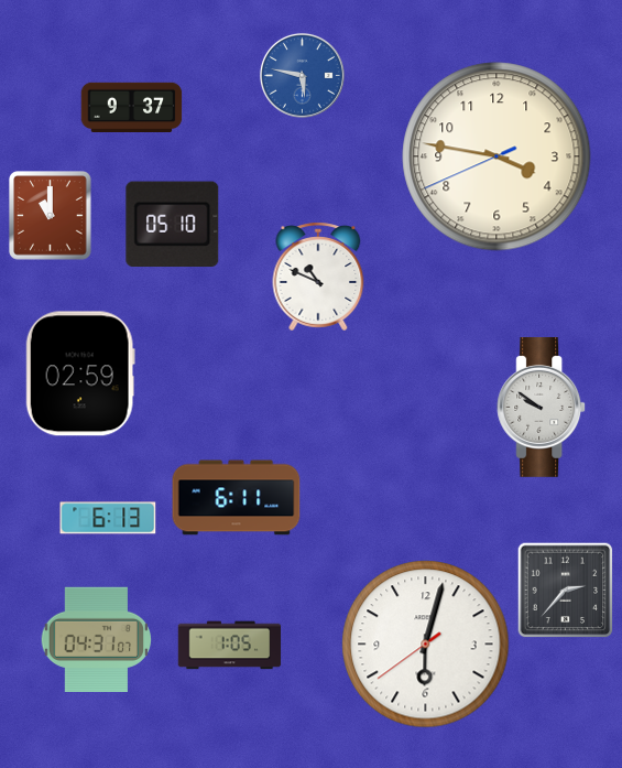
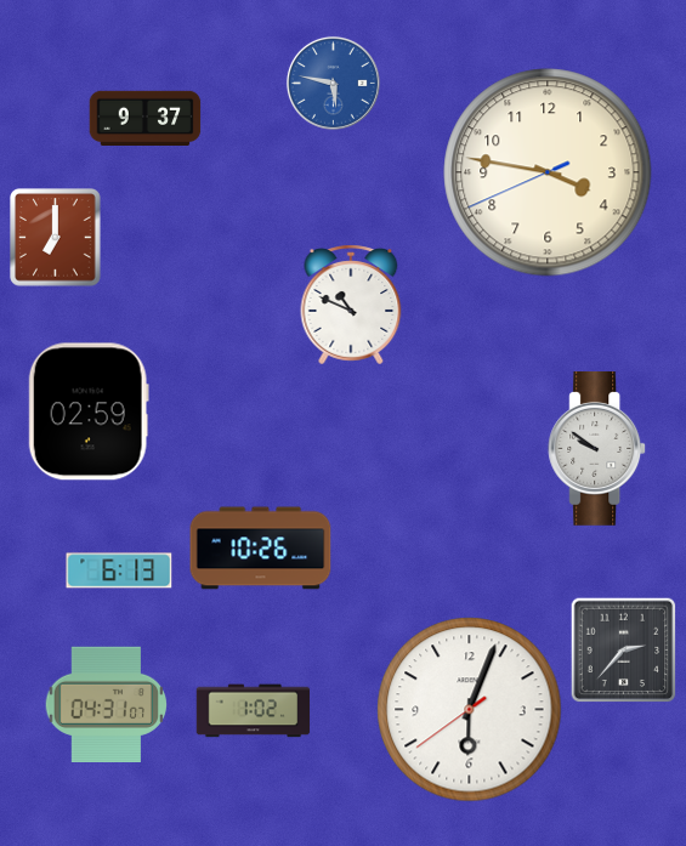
clock at (51, 216): 11:00 -> 7:00
clock at (173, 225): 05:10 -> none
clock at (237, 498): 6:11 -> 10:26
clock at (426, 645): 6:02 -> 6:03
clock at (230, 646): 1:05 -> 1:02
